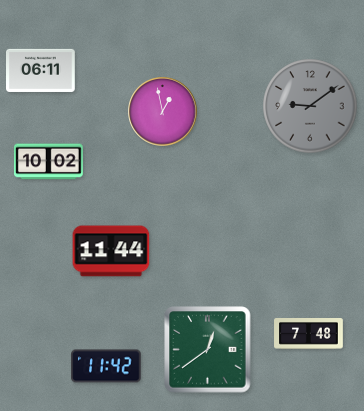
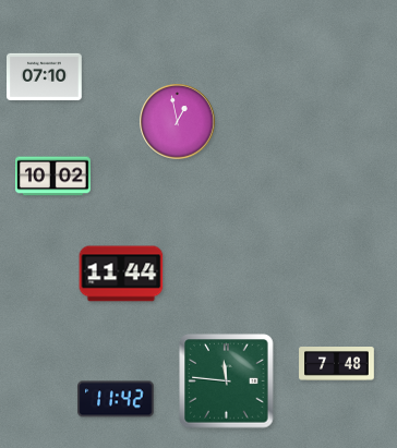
clock at (41, 70): 06:11 -> 07:10
clock at (310, 106): 9:09 -> none
clock at (208, 350): 12:39 -> 11:46
